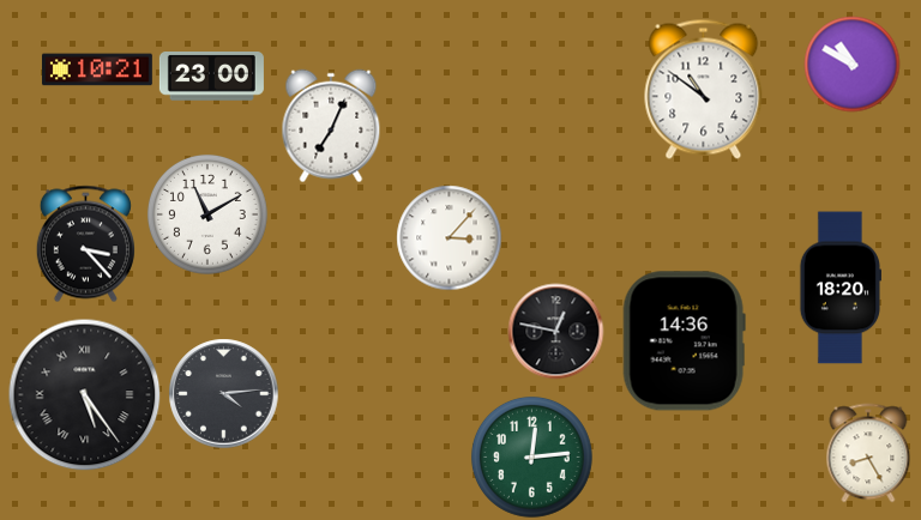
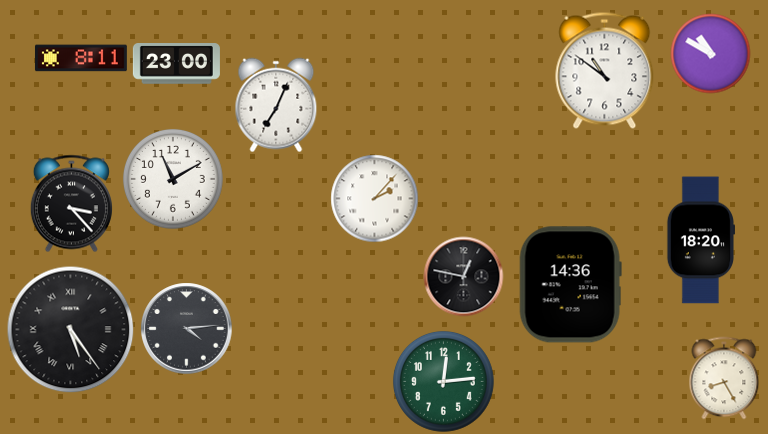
clock at (97, 69): 10:21 -> 8:11
clock at (704, 89) position: (704, 89) -> (605, 70)
clock at (449, 237): 3:07 -> 2:07
